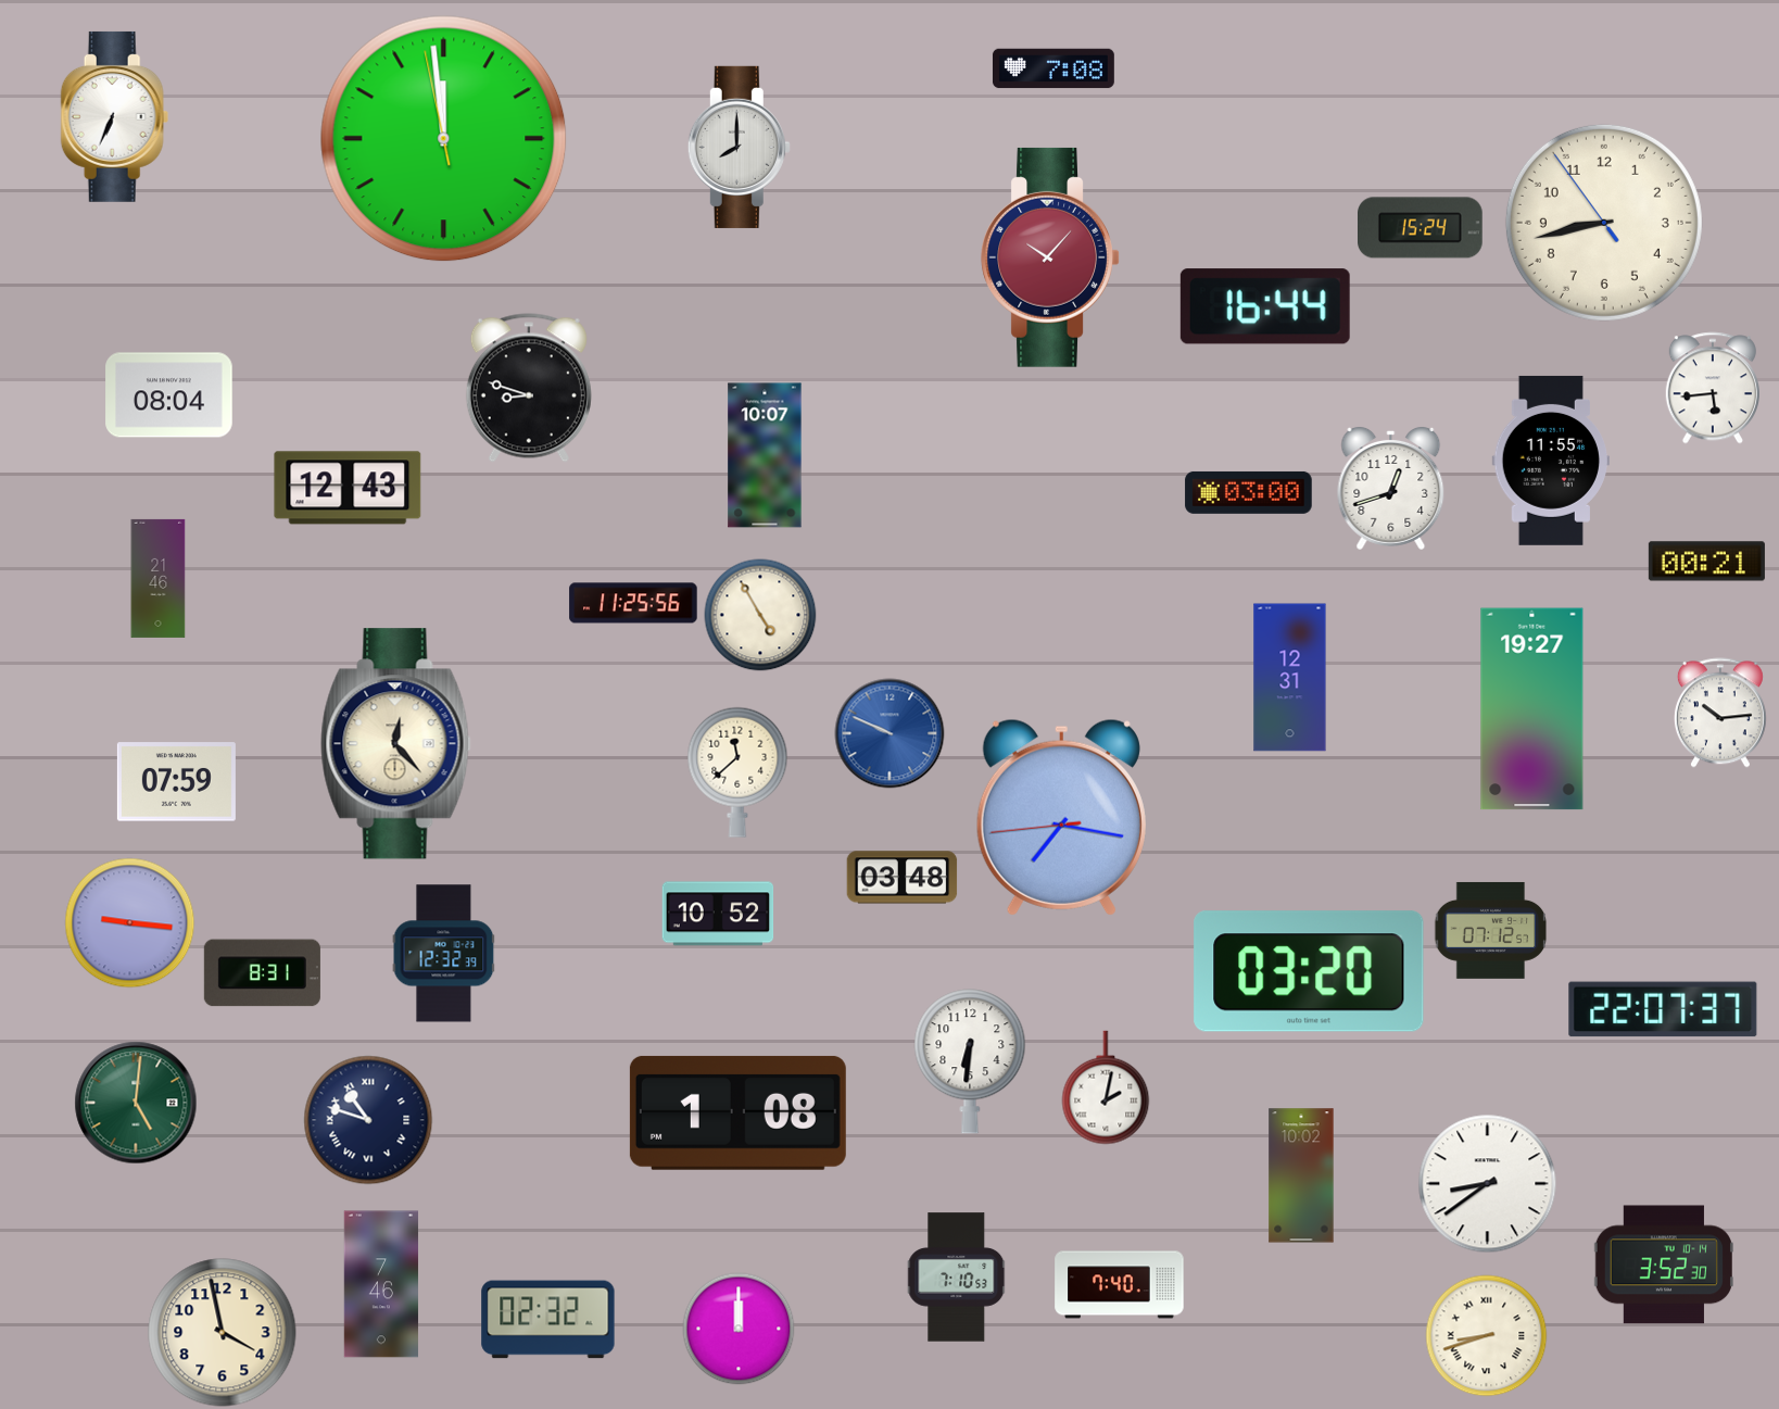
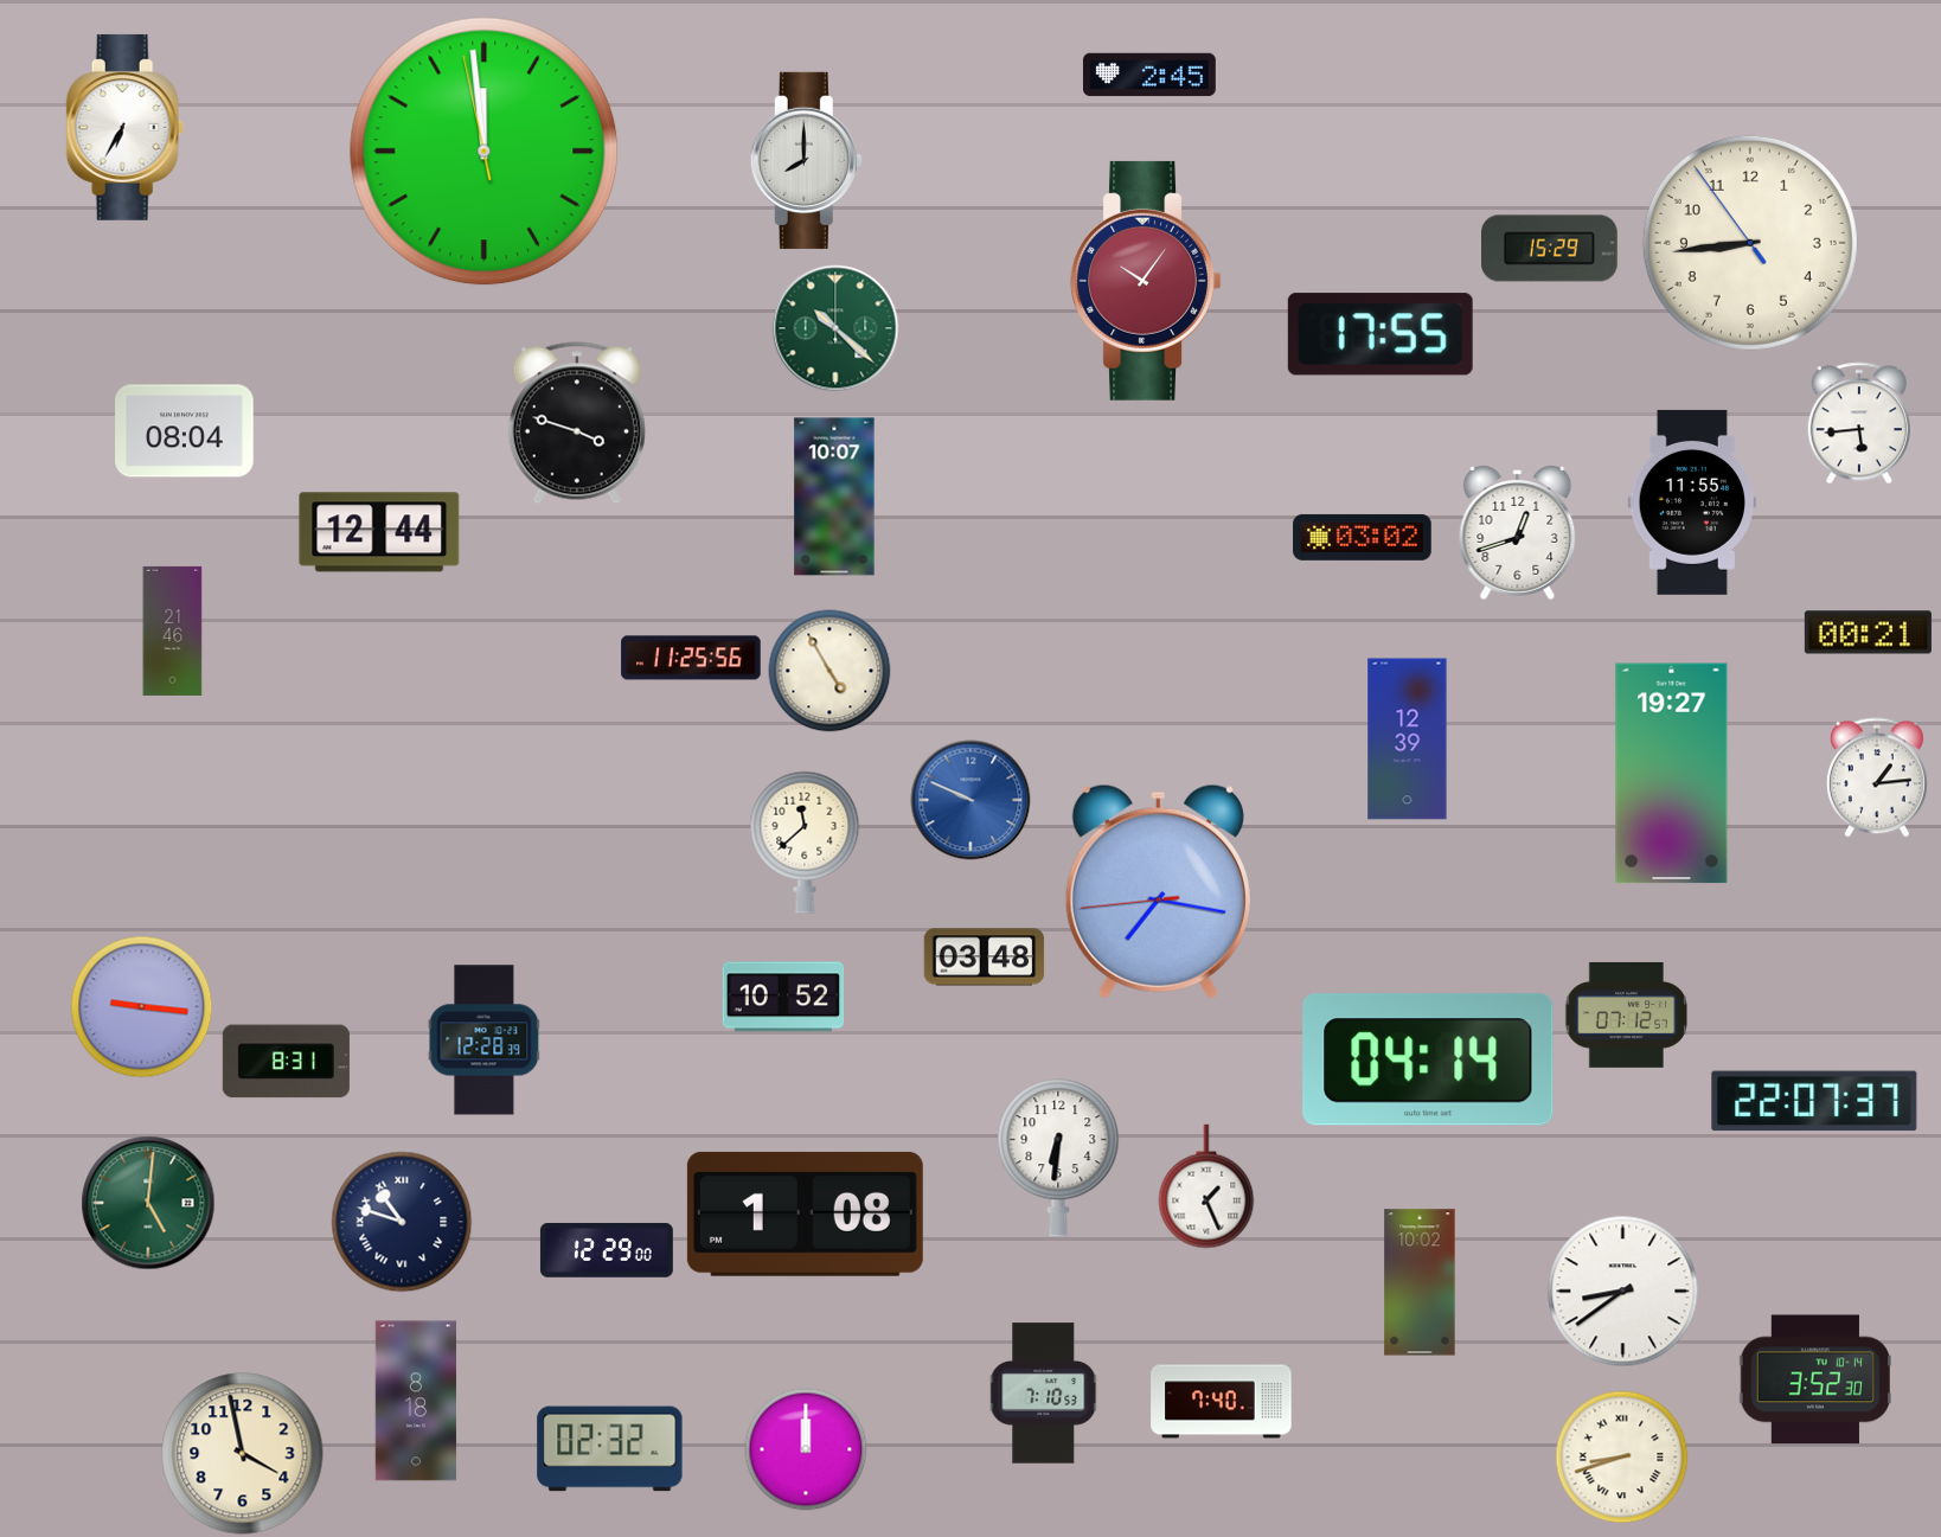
clock at (1053, 68): 7:08 -> 2:45
clock at (115, 116): 6:34 -> 6:35
clock at (1604, 223): 8:42 -> 8:43
clock at (1421, 228): 15:24 -> 15:29
clock at (1050, 257): 10:07 -> 10:06
clock at (835, 328): none -> 10:22
clock at (1265, 306): 16:44 -> 17:55
clock at (529, 388): 8:48 -> 3:48
clock at (1713, 388) position: (1713, 388) -> (1859, 423)
clock at (348, 488): 12:43 -> 12:44
clock at (1249, 492): 03:00 -> 03:02
clock at (1706, 562) position: (1706, 562) -> (1868, 633)
clock at (1290, 678): 12:31 -> 12:39
clock at (1720, 713): 10:14 -> 1:14
clock at (396, 744): 12:23 -> none
clock at (176, 782): 07:59 -> none
clock at (444, 954): 12:32 -> 12:28
clock at (1309, 971): 03:20 -> 04:14
clock at (1106, 1087): 2:02 -> 1:26
clock at (607, 1250): none -> 12:29
clock at (380, 1284): 7:46 -> 8:18
clock at (548, 1320) position: (548, 1320) -> (610, 1449)
